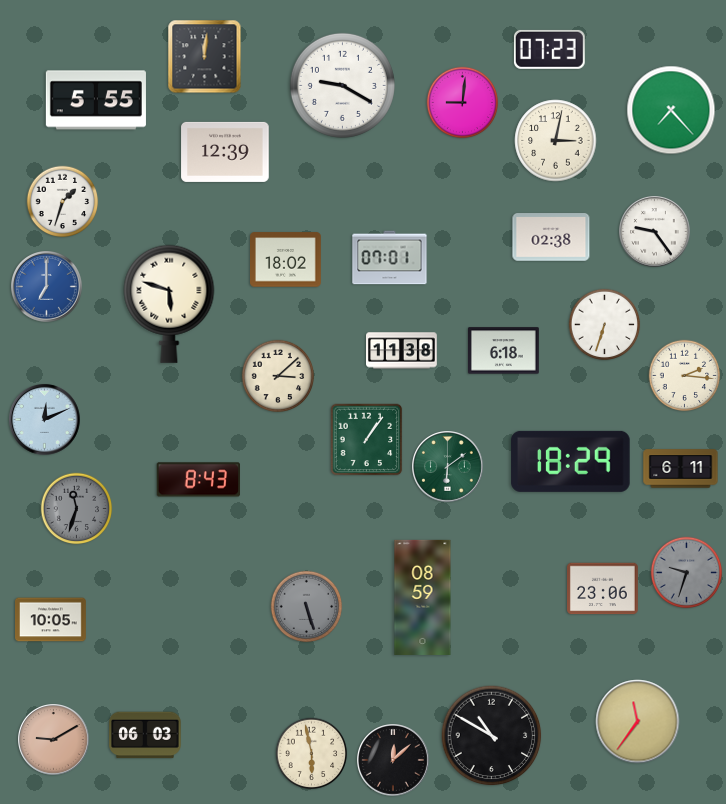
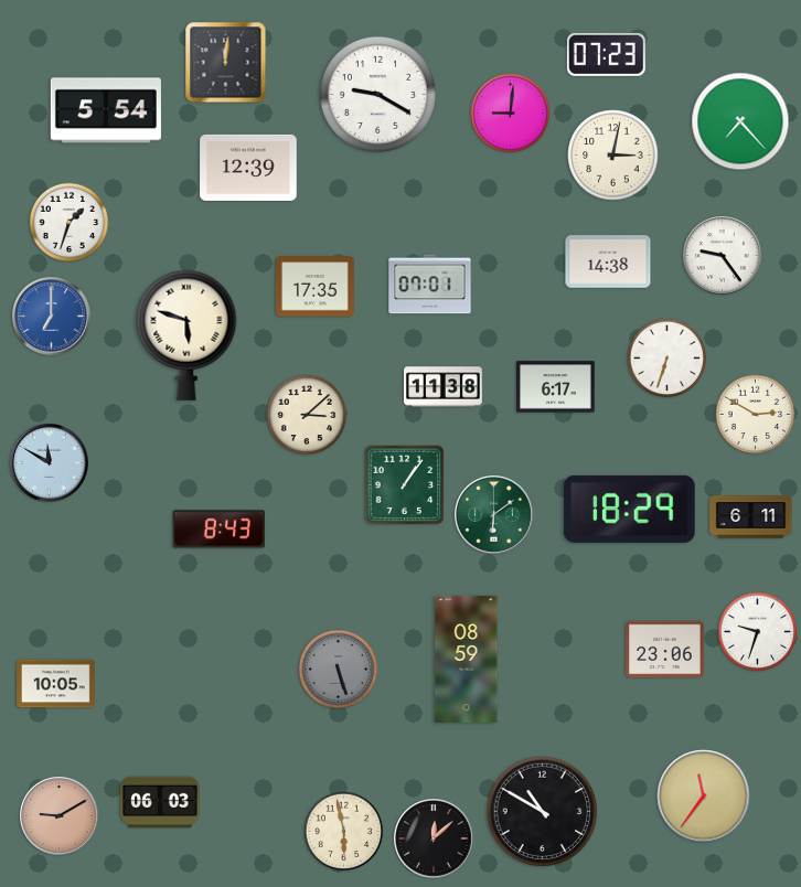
clock at (96, 100): 5:55 -> 5:54
clock at (551, 237): 02:38 -> 14:38
clock at (286, 260): 18:02 -> 17:35
clock at (504, 351): 6:18 -> 6:17
clock at (685, 376): 2:16 -> 2:50
clock at (45, 420): 12:11 -> 11:50
clock at (77, 509): 11:33 -> none
clock at (687, 573) dial: grey -> white
clock at (145, 735) position: (145, 735) -> (160, 802)
